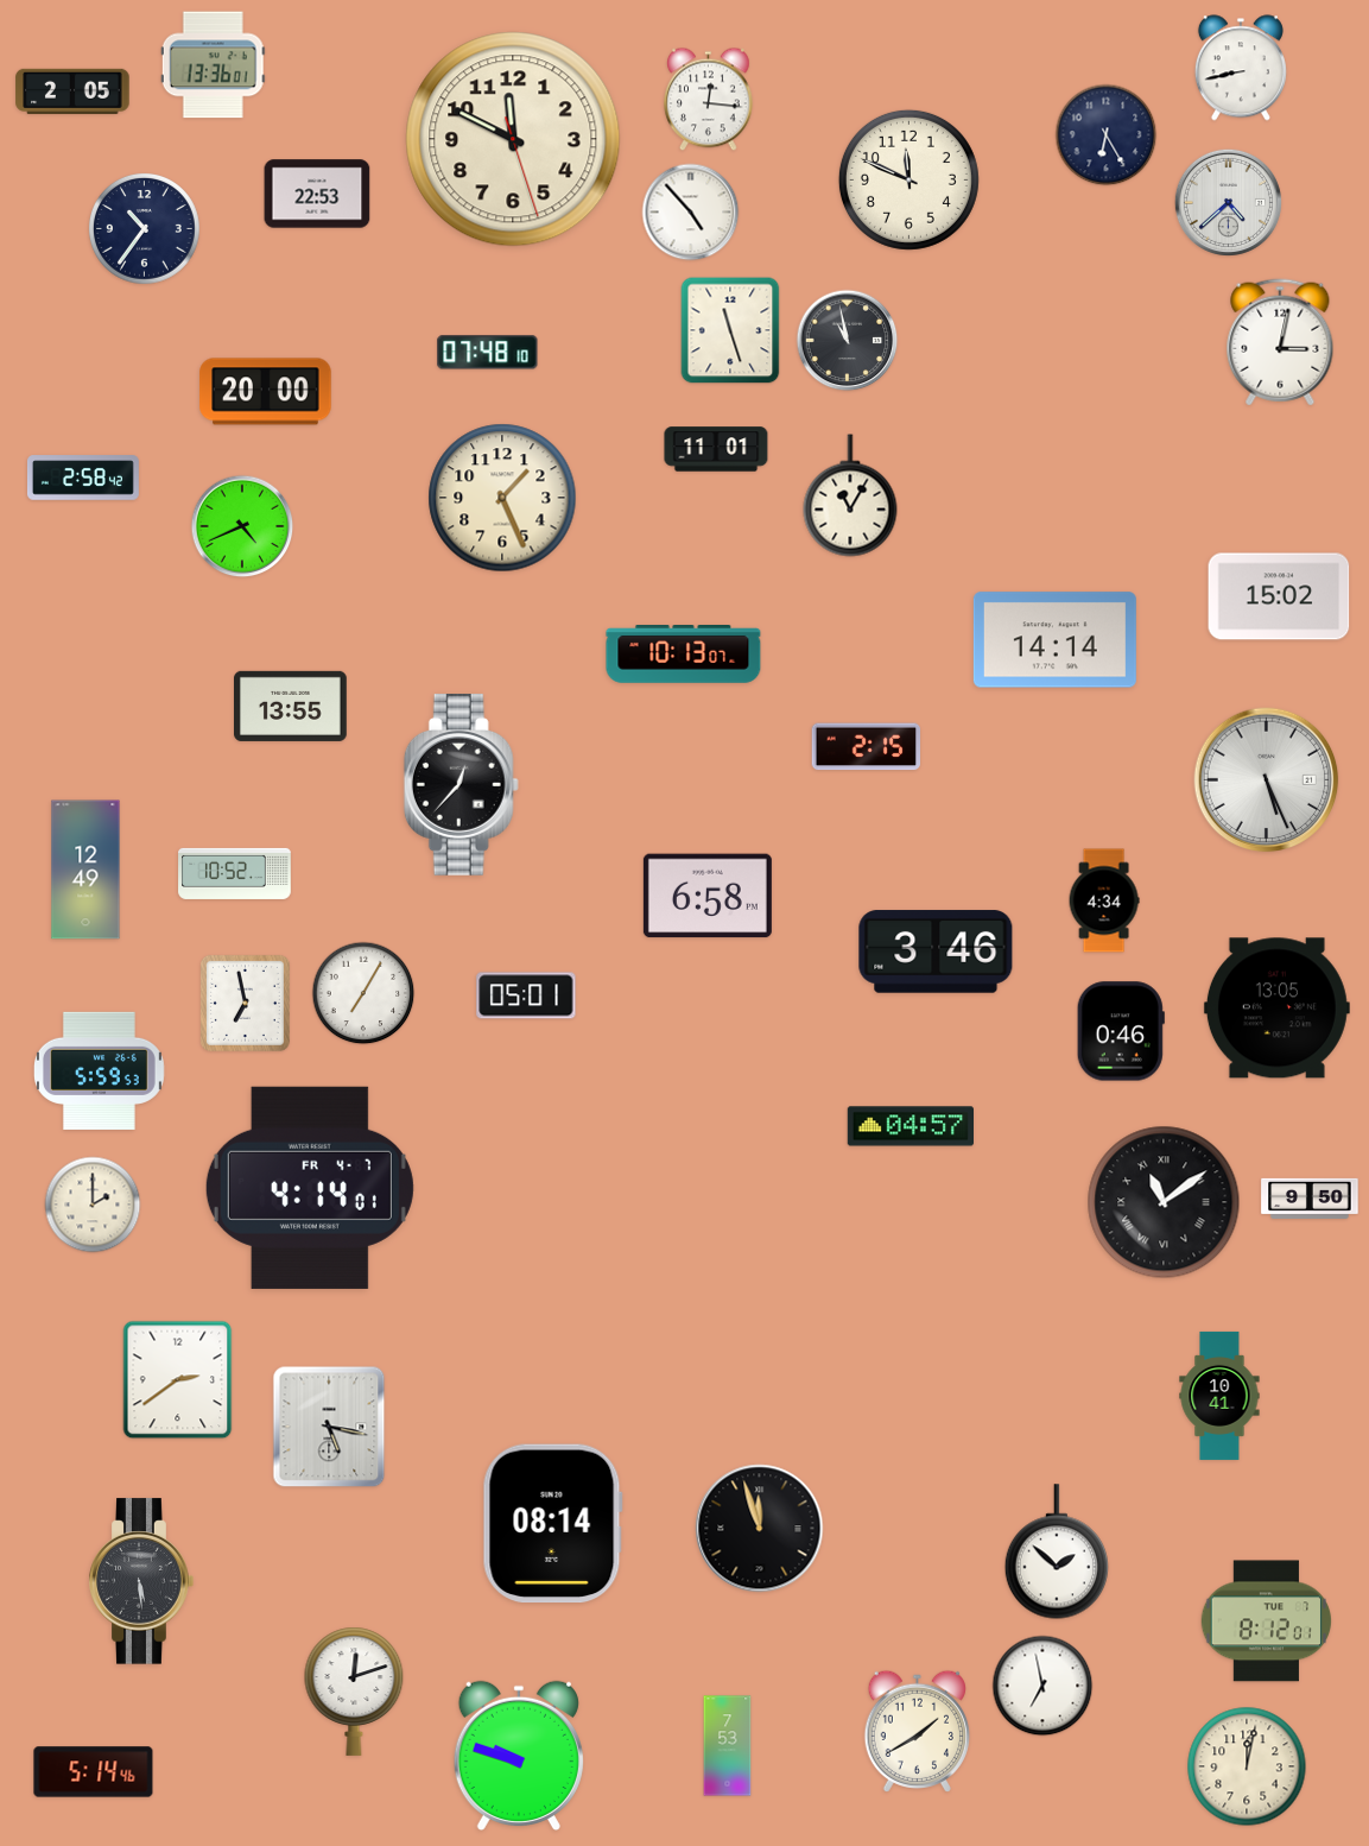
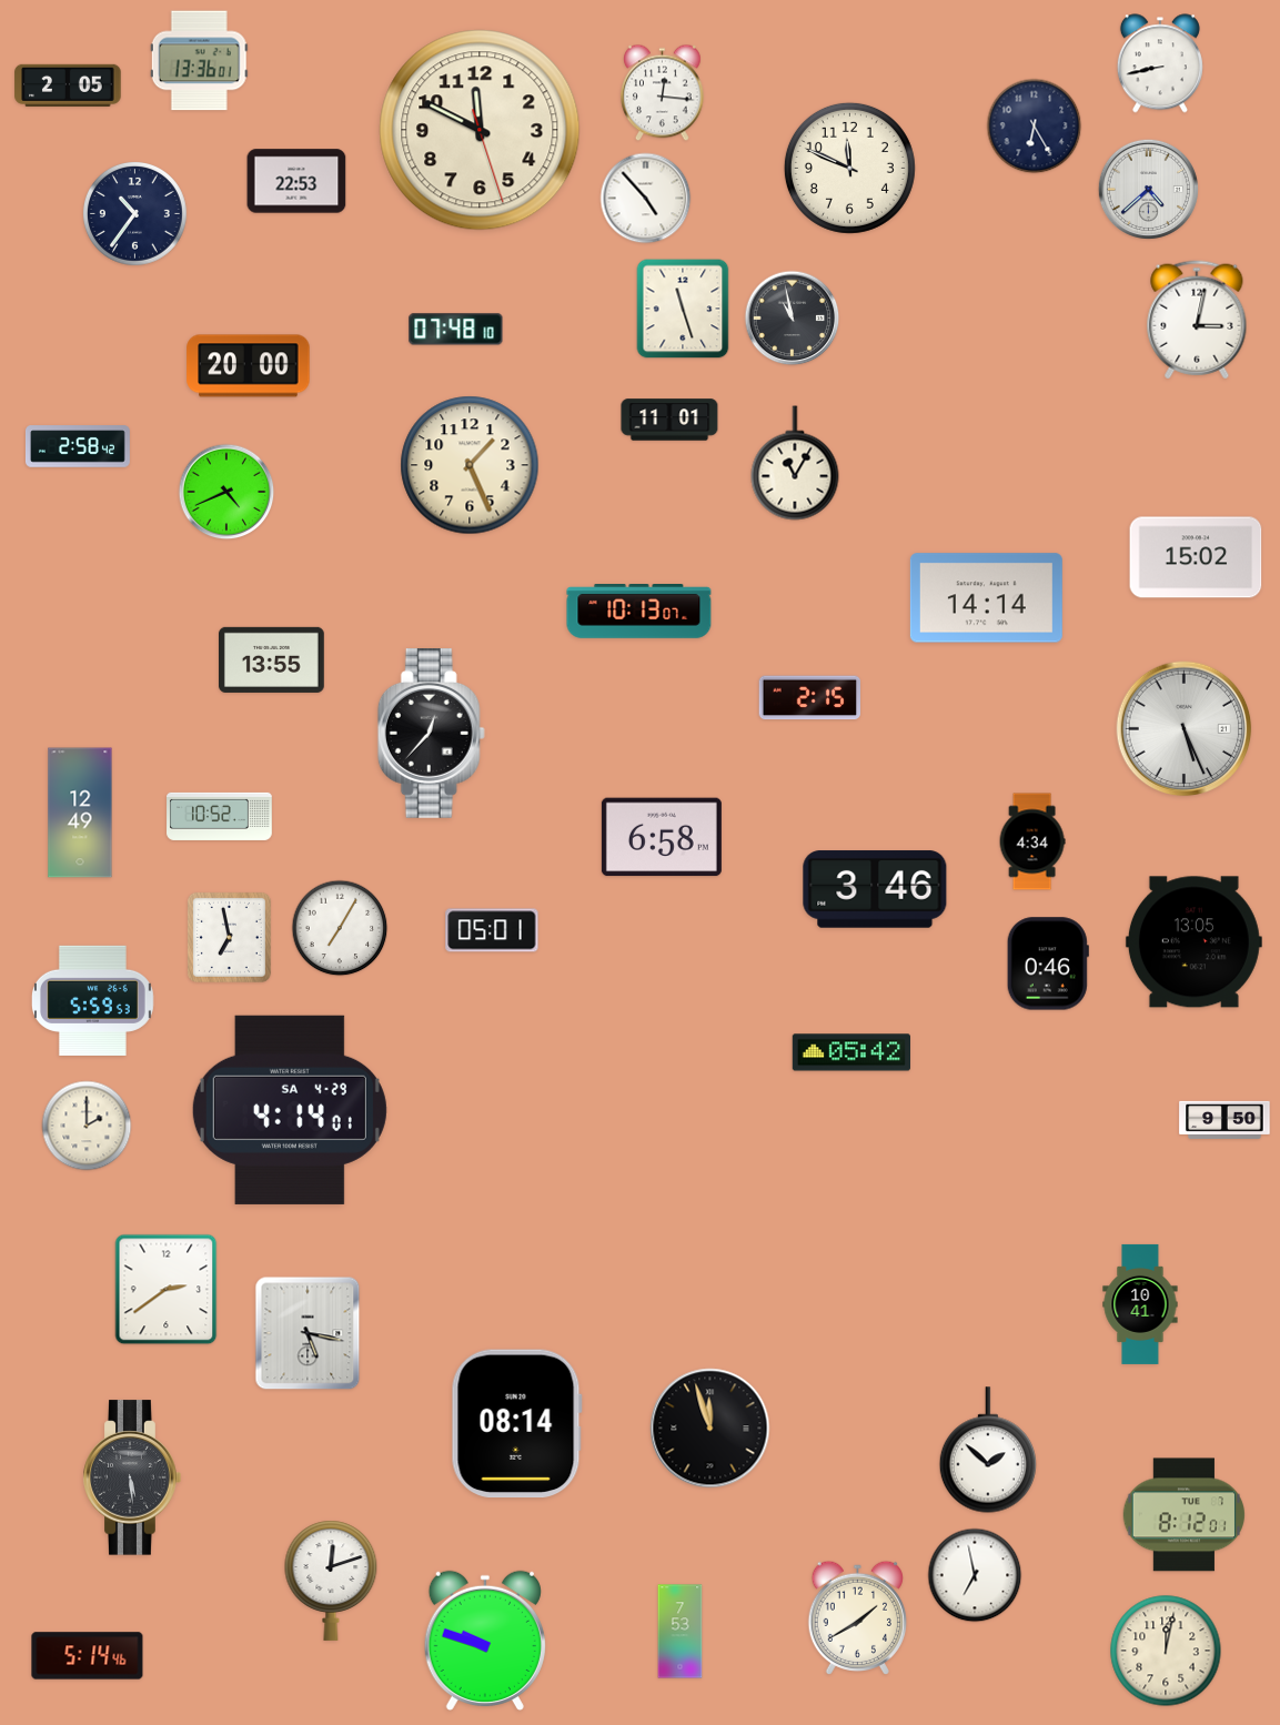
clock at (910, 1126): 04:57 -> 05:42
clock at (310, 1188) date: FR 4-7 -> SA 4-29
clock at (1164, 1202): 11:09 -> none
